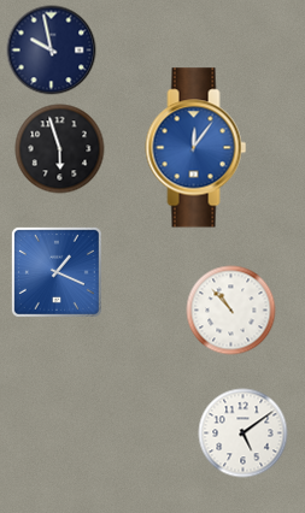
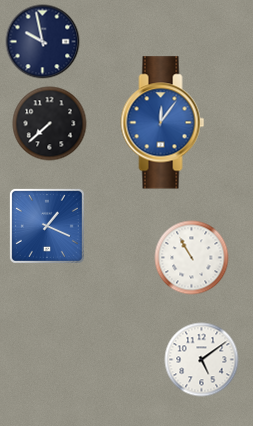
clock at (60, 149): 5:57 -> 7:38
clock at (231, 311): 10:53 -> 10:55
